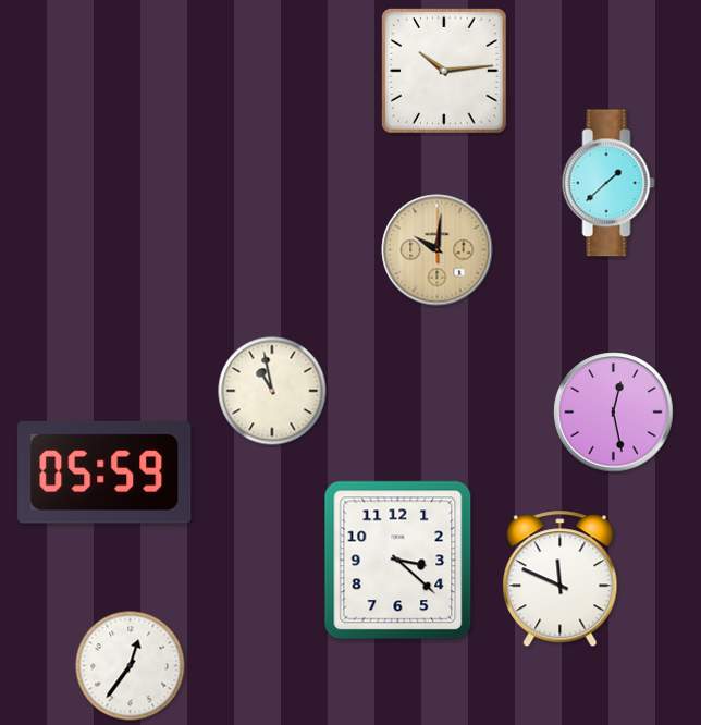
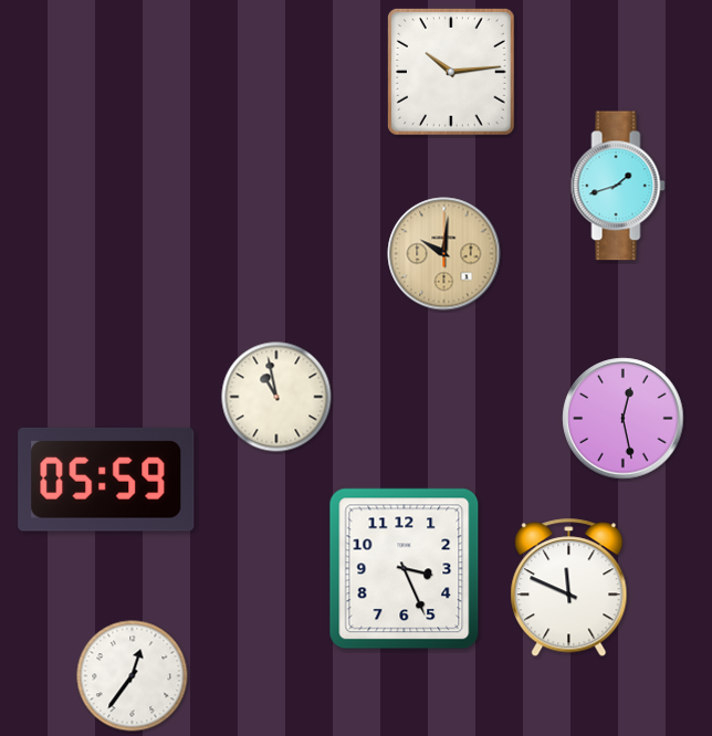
clock at (608, 183): 1:38 -> 1:42
clock at (398, 561): 3:22 -> 3:26
